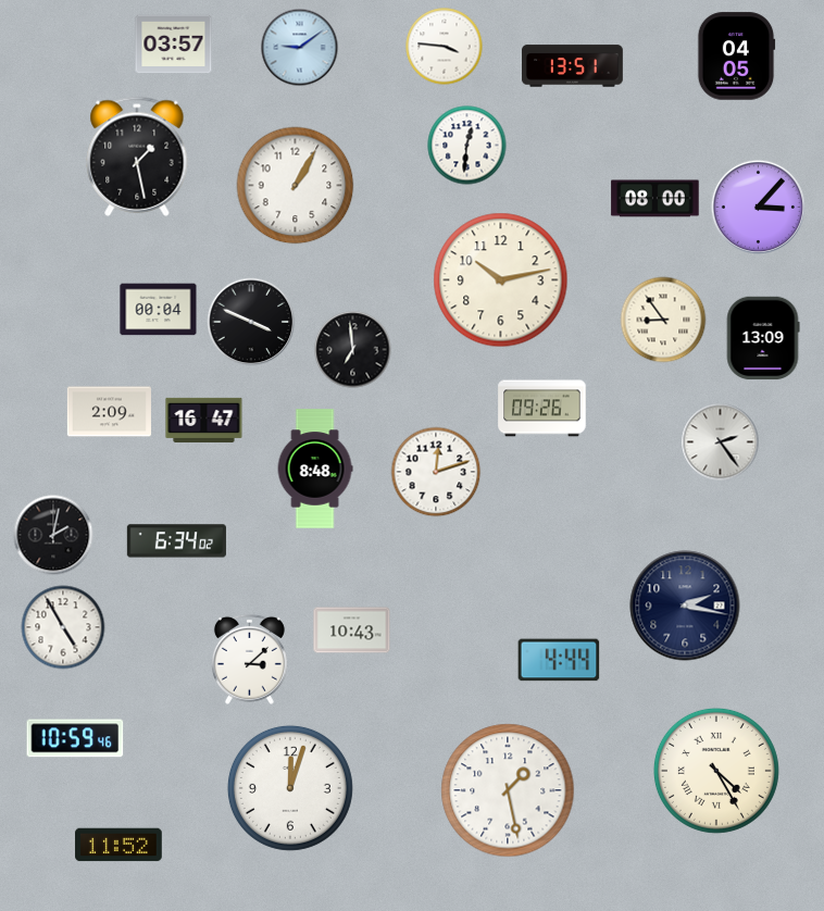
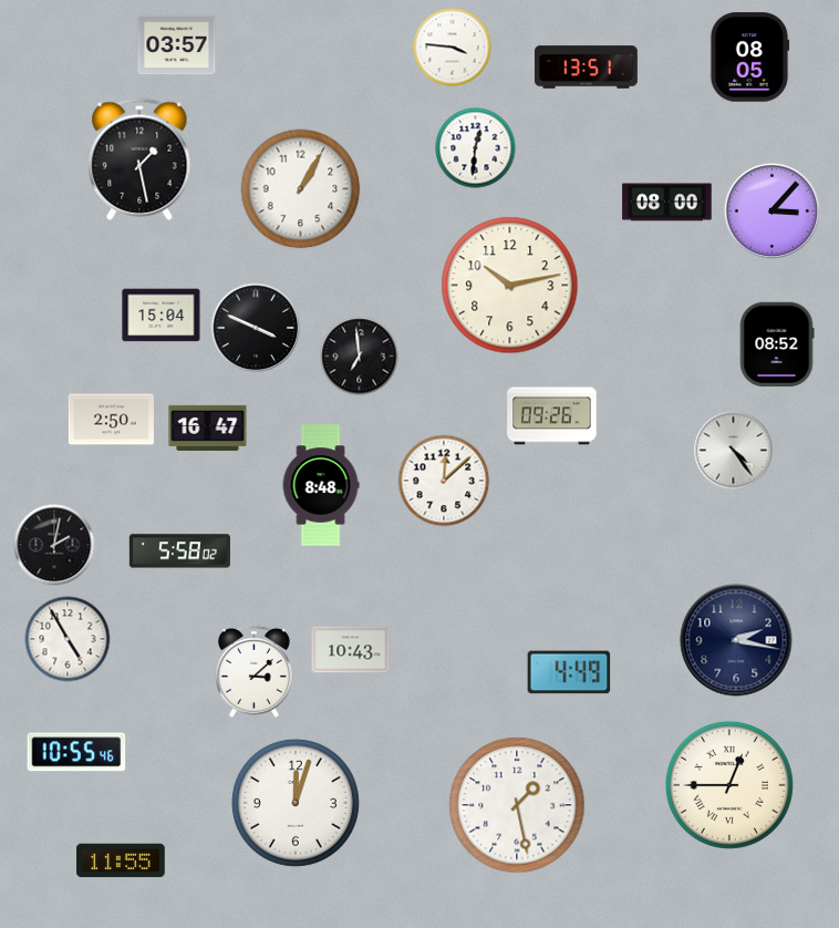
clock at (300, 48): 9:09 -> none
clock at (736, 57): 04:05 -> 08:05
clock at (573, 66) position: (573, 66) -> (587, 68)
clock at (159, 310): 00:04 -> 15:04
clock at (663, 320): 8:54 -> none
clock at (763, 338): 13:09 -> 08:52
clock at (109, 412): 2:09 -> 2:50
clock at (721, 442): 2:24 -> 4:24
clock at (315, 469) position: (315, 469) -> (321, 485)
clock at (436, 472): 12:12 -> 12:08
clock at (176, 541): 6:34 -> 5:58
clock at (685, 606) position: (685, 606) -> (736, 640)
clock at (63, 627) position: (63, 627) -> (68, 639)
clock at (352, 631) position: (352, 631) -> (351, 650)
clock at (559, 660): 4:44 -> 4:49
clock at (75, 738): 10:59 -> 10:55
clock at (716, 771): 4:25 -> 12:45
clock at (118, 845): 11:52 -> 11:55
